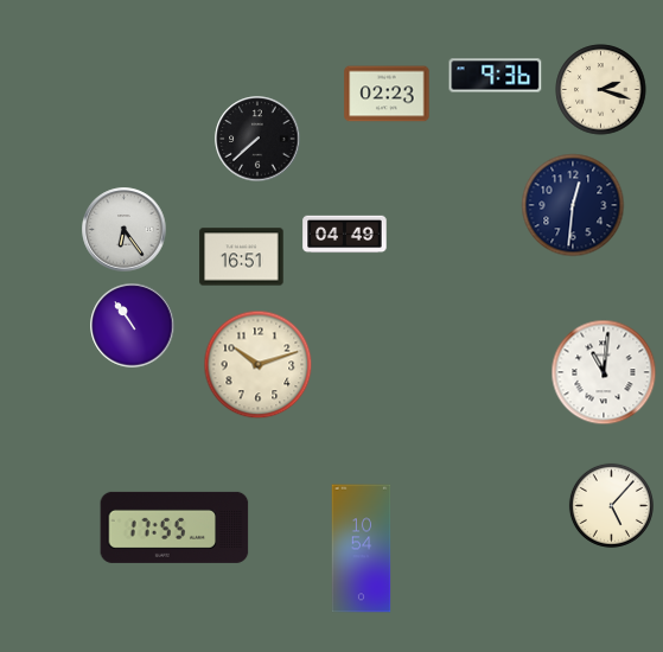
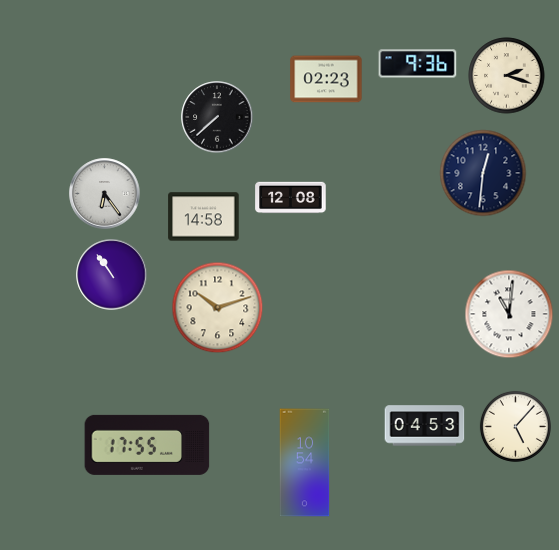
clock at (345, 235): 04:49 -> 12:08
clock at (242, 257): 16:51 -> 14:58
clock at (425, 426): none -> 04:53
